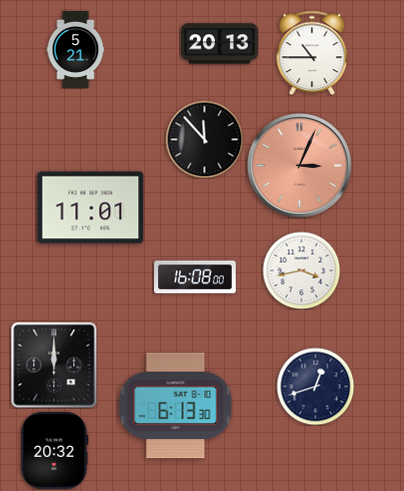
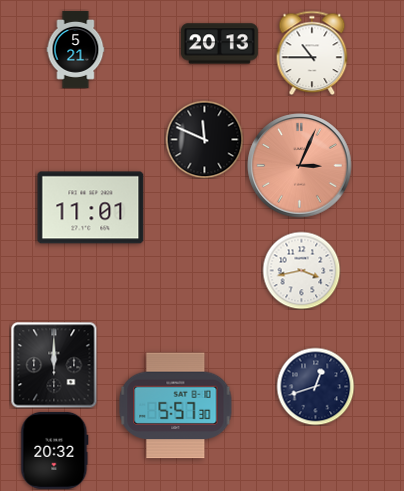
clock at (204, 139): 11:53 -> 11:49
clock at (195, 277): 16:08 -> none
clock at (176, 406): 6:13 -> 5:57
